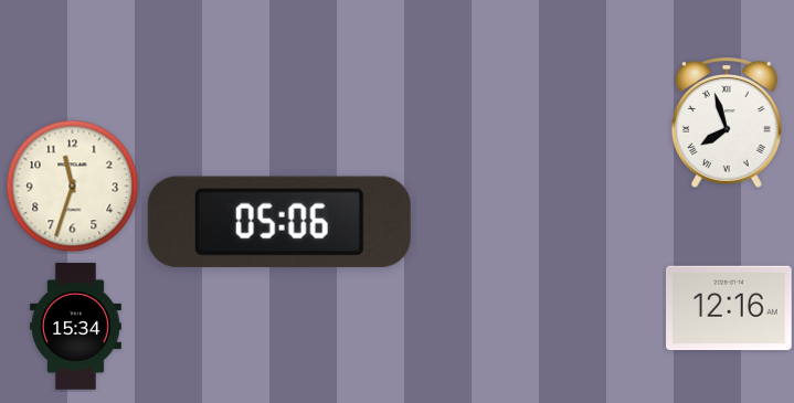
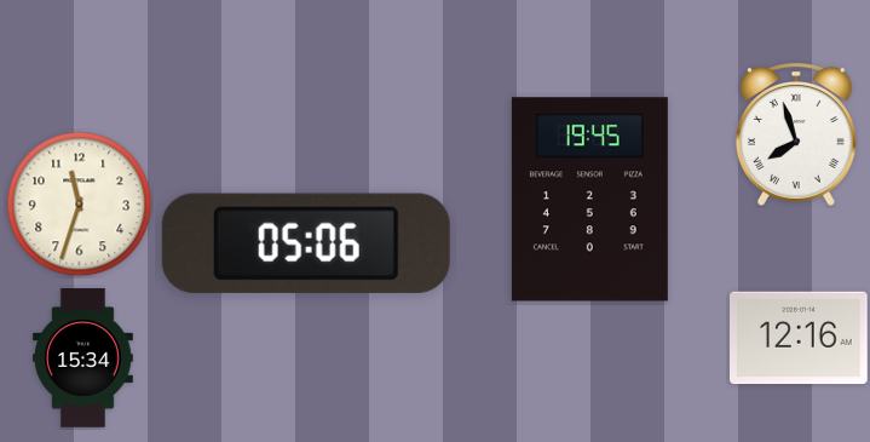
clock at (589, 200): none -> 19:45
